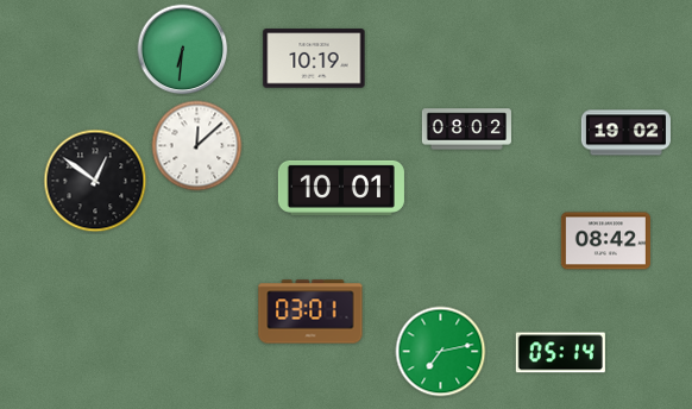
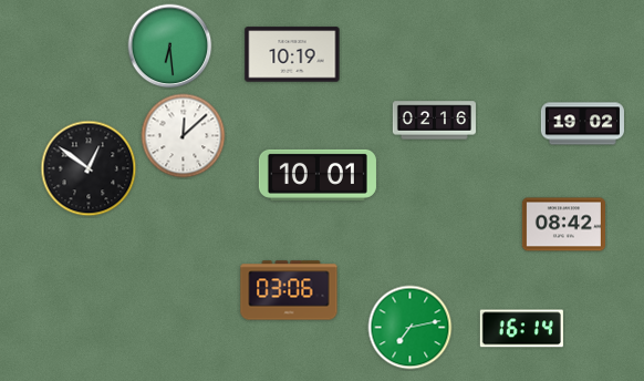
clock at (183, 50): 6:31 -> 6:29
clock at (466, 130): 08:02 -> 02:16
clock at (310, 312): 03:01 -> 03:06
clock at (560, 353): 05:14 -> 16:14
